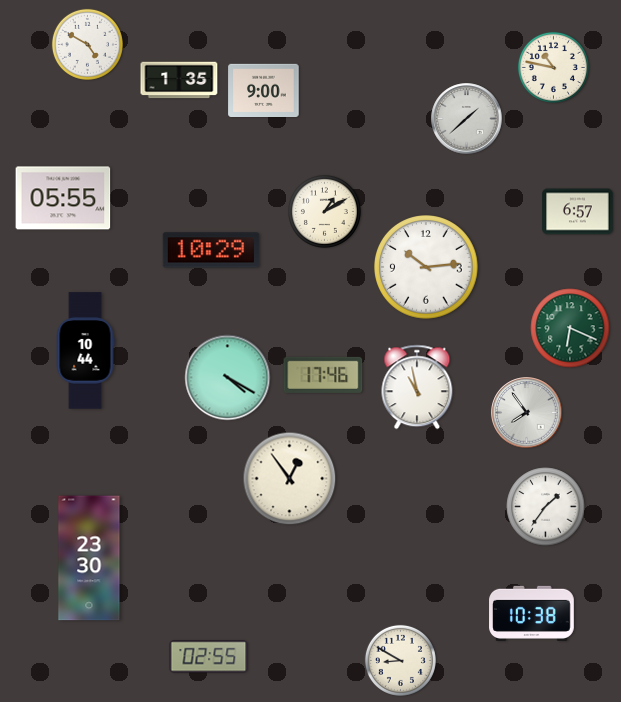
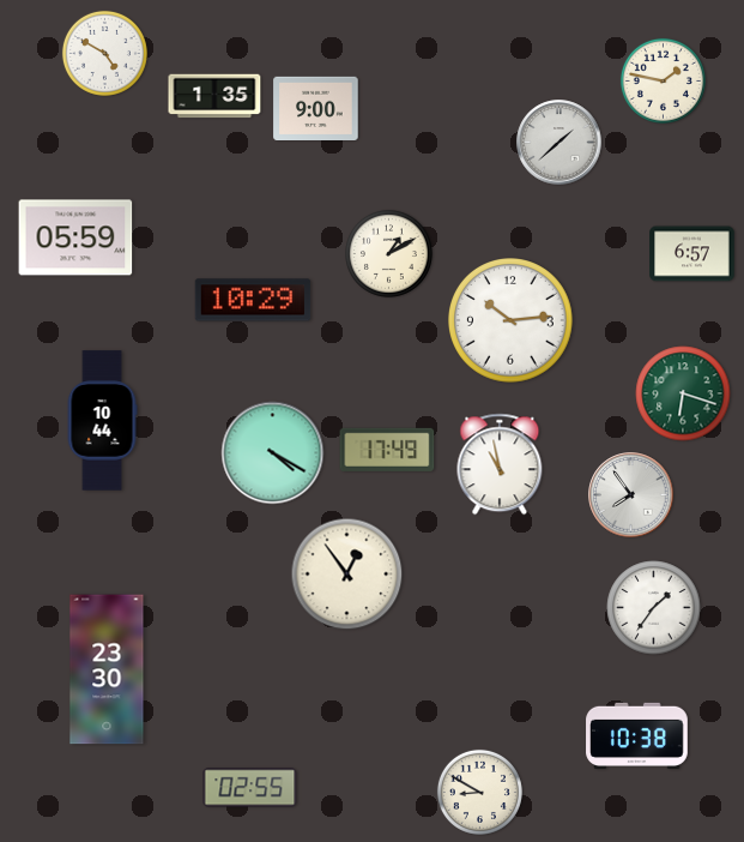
clock at (553, 67): 10:47 -> 1:47
clock at (63, 198): 05:55 -> 05:59
clock at (570, 328): 6:19 -> 6:18
clock at (323, 375): 17:46 -> 17:49
